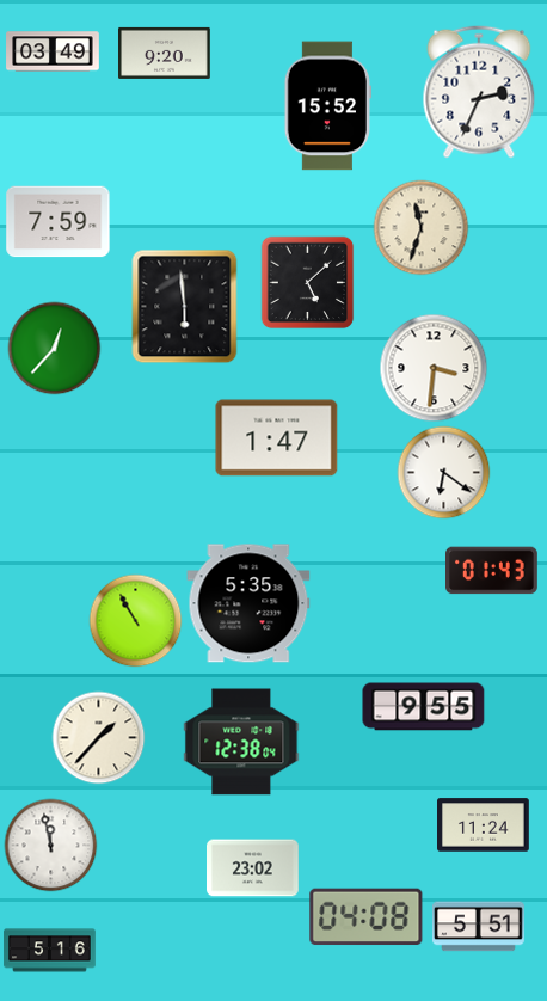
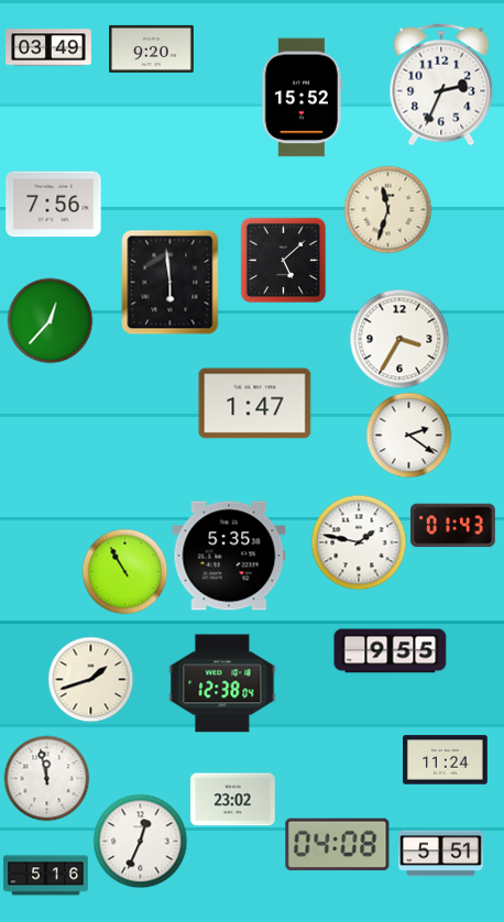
clock at (59, 222): 7:59 -> 7:56
clock at (434, 368): 3:31 -> 3:35
clock at (443, 472): 6:21 -> 2:21
clock at (359, 542): none -> 1:47
clock at (98, 737): 1:37 -> 1:42
clock at (140, 841): none -> 12:34
